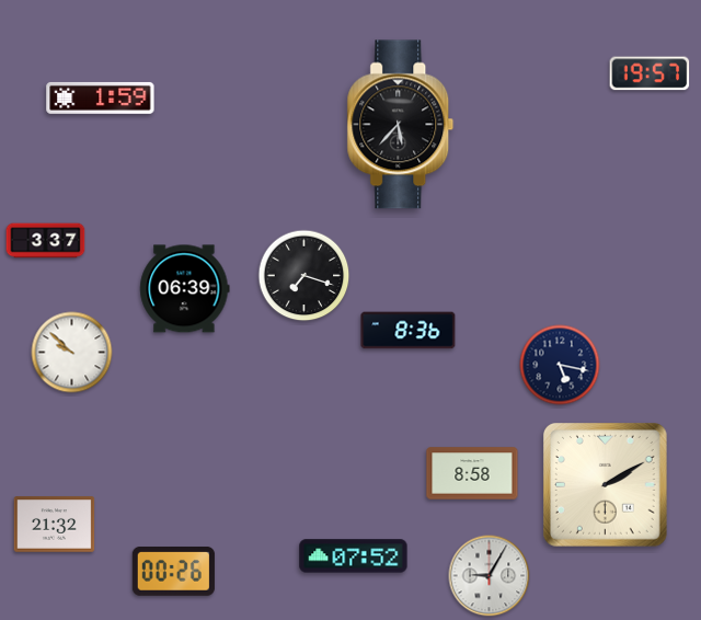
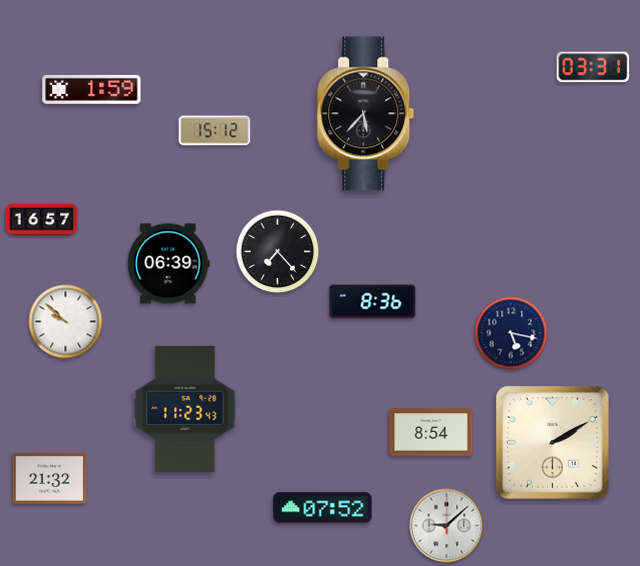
clock at (650, 73): 19:57 -> 03:31
clock at (215, 131): none -> 15:12
clock at (46, 241): 3:37 -> 16:57
clock at (304, 276): 7:18 -> 7:23
clock at (185, 409): none -> 11:23
clock at (472, 473): 8:58 -> 8:54
clock at (173, 571): 00:26 -> none
clock at (490, 576): 9:05 -> 9:08
